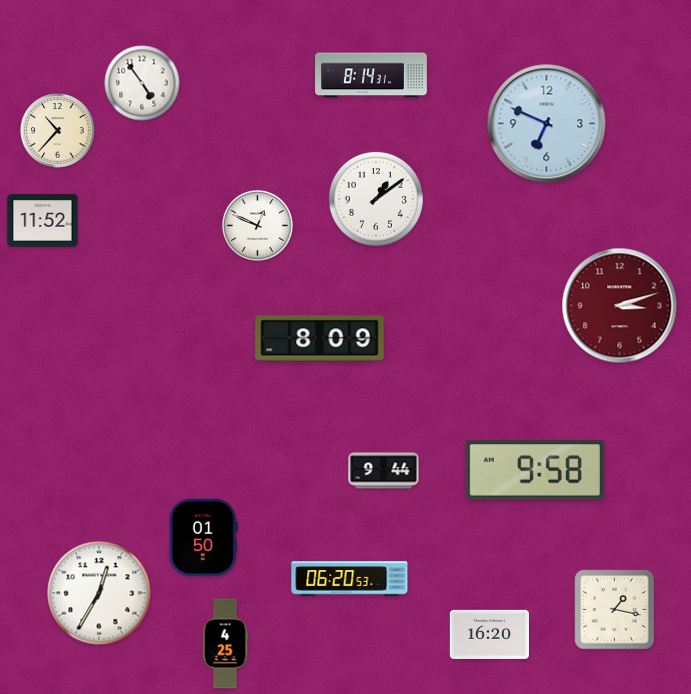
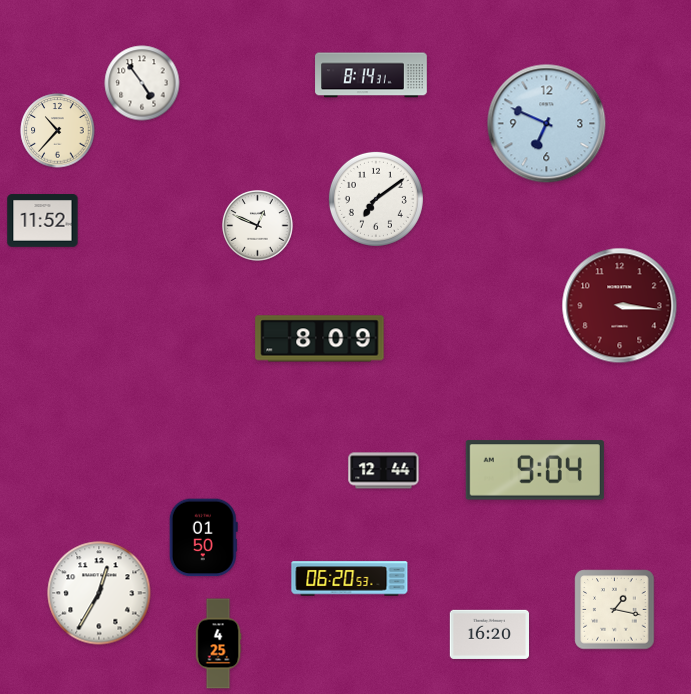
clock at (376, 199): 1:09 -> 7:09
clock at (620, 306): 3:12 -> 3:16
clock at (535, 470): 9:58 -> 9:04
clock at (384, 471): 9:44 -> 12:44
clock at (225, 644) position: (225, 644) -> (218, 644)
